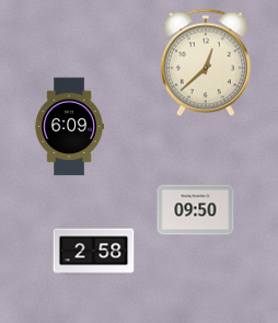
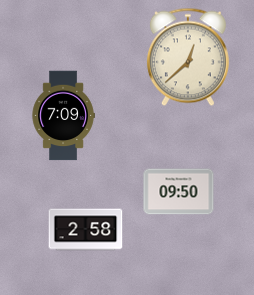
clock at (69, 127): 6:09 -> 7:09
